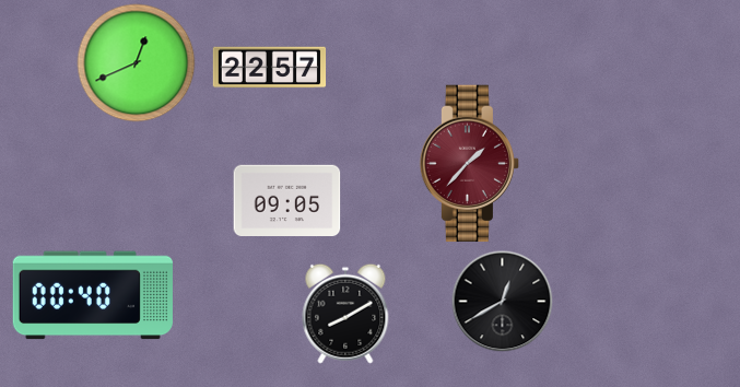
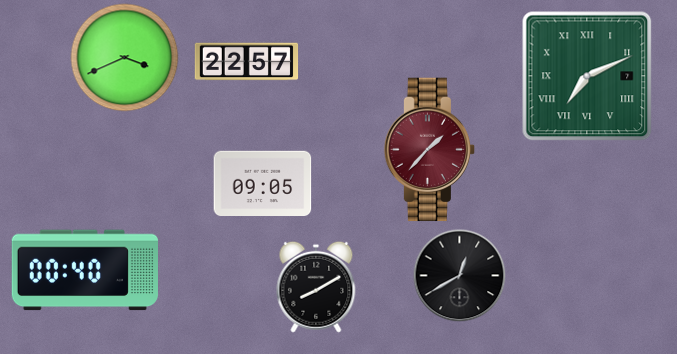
clock at (137, 63): 12:41 -> 3:41
clock at (587, 76): none -> 7:11
